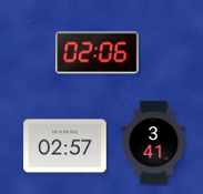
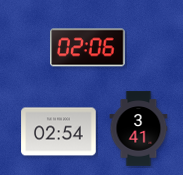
clock at (65, 146): 02:57 -> 02:54
